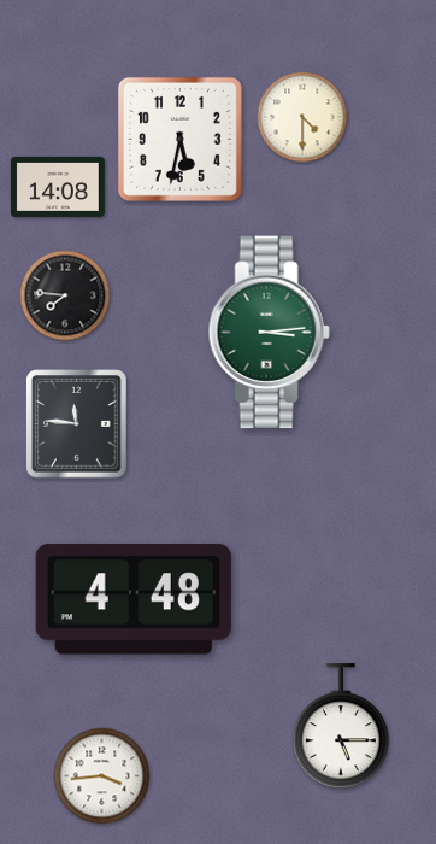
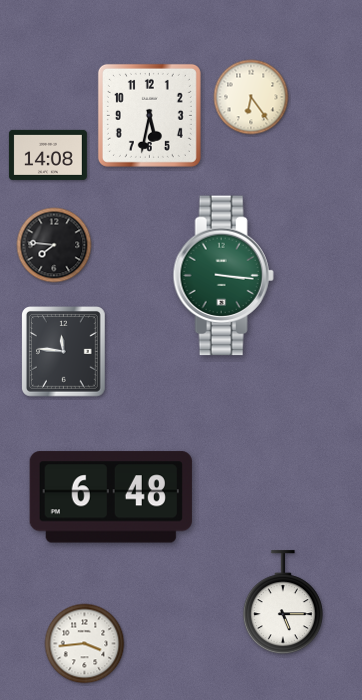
clock at (302, 117): 4:30 -> 6:24
clock at (269, 333): 3:14 -> 3:16
clock at (134, 599): 4:48 -> 6:48
